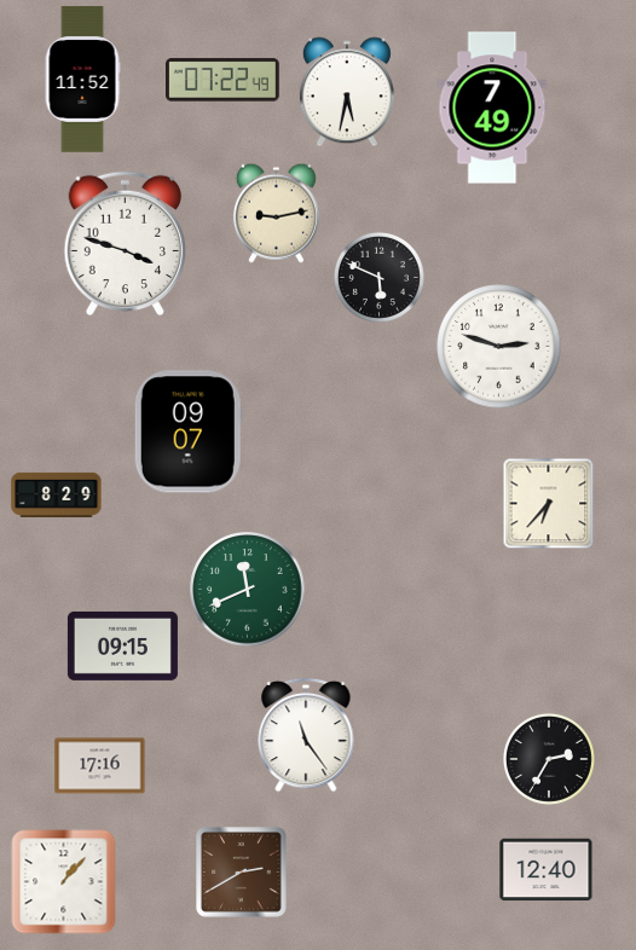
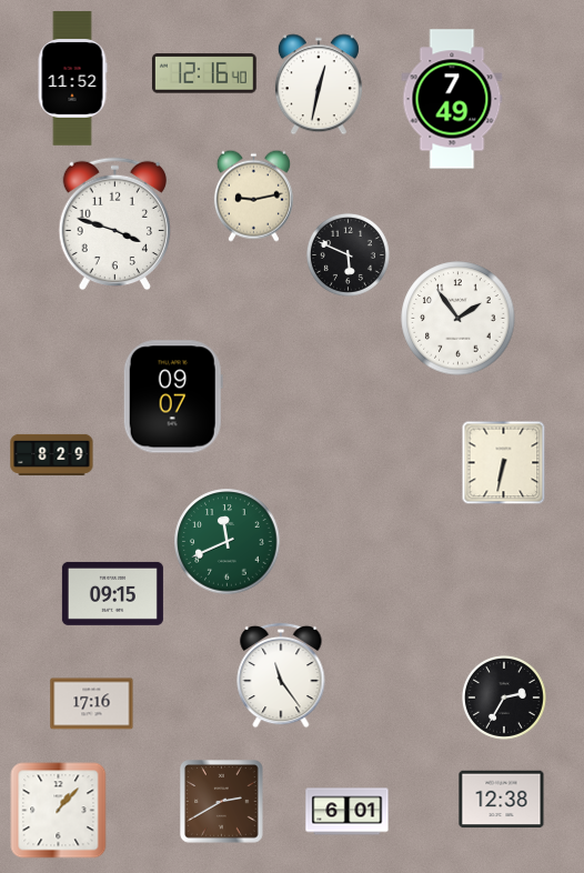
clock at (82, 80) position: (82, 80) -> (72, 79)
clock at (222, 80): 07:22 -> 12:16
clock at (347, 92): 5:32 -> 12:32
clock at (499, 347): 2:48 -> 1:54
clock at (549, 504): 6:37 -> 6:32
clock at (547, 870): 12:40 -> 12:38
clock at (348, 812): none -> 6:01
